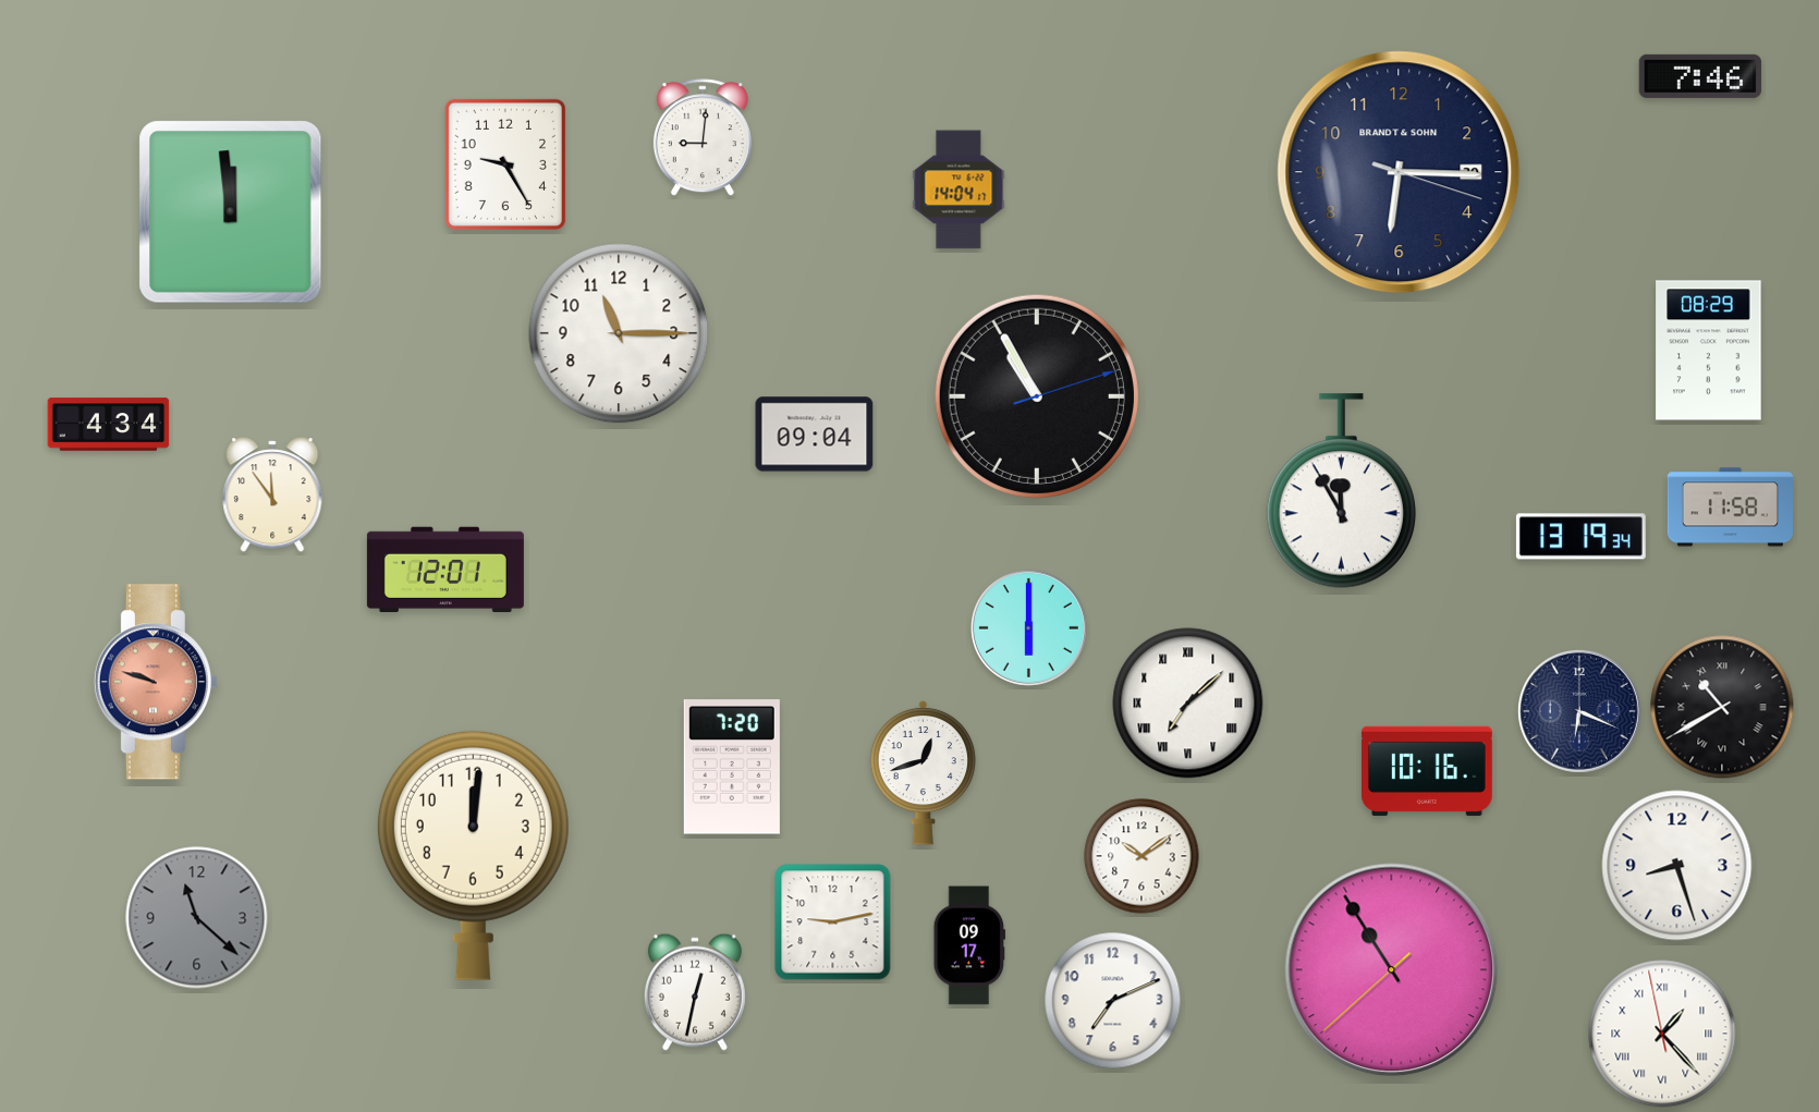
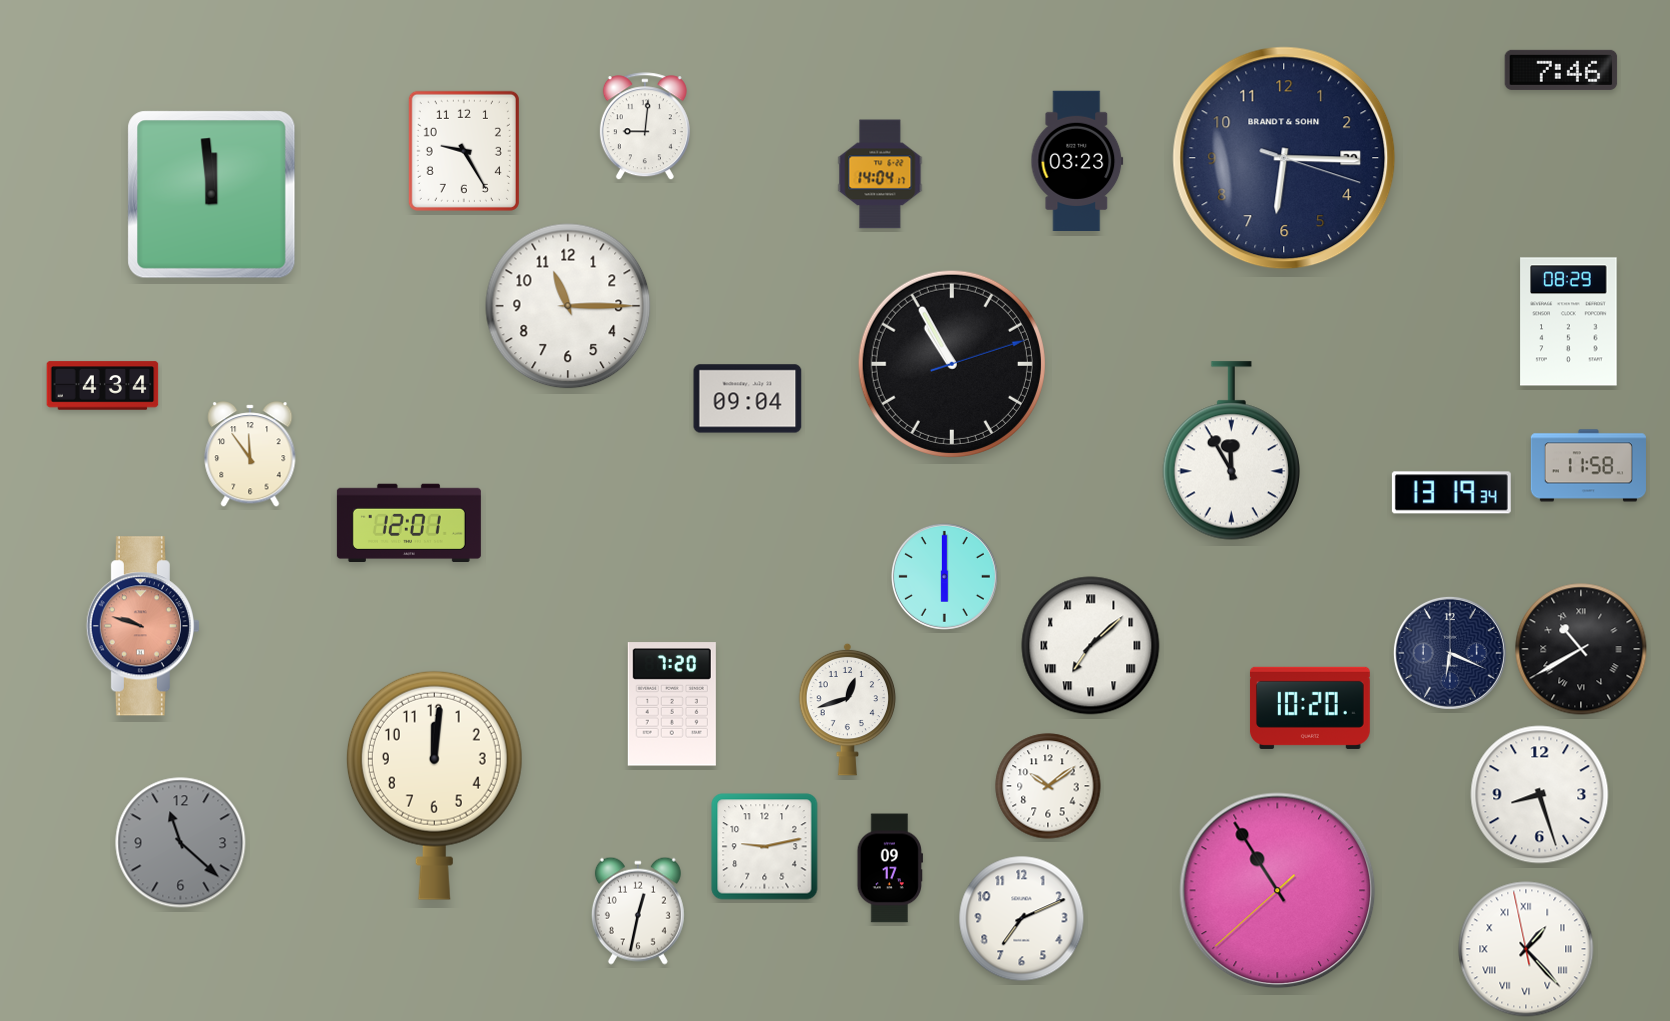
clock at (1077, 160): none -> 03:23
clock at (109, 425) position: (109, 425) -> (103, 386)
clock at (1427, 771): 10:16 -> 10:20
